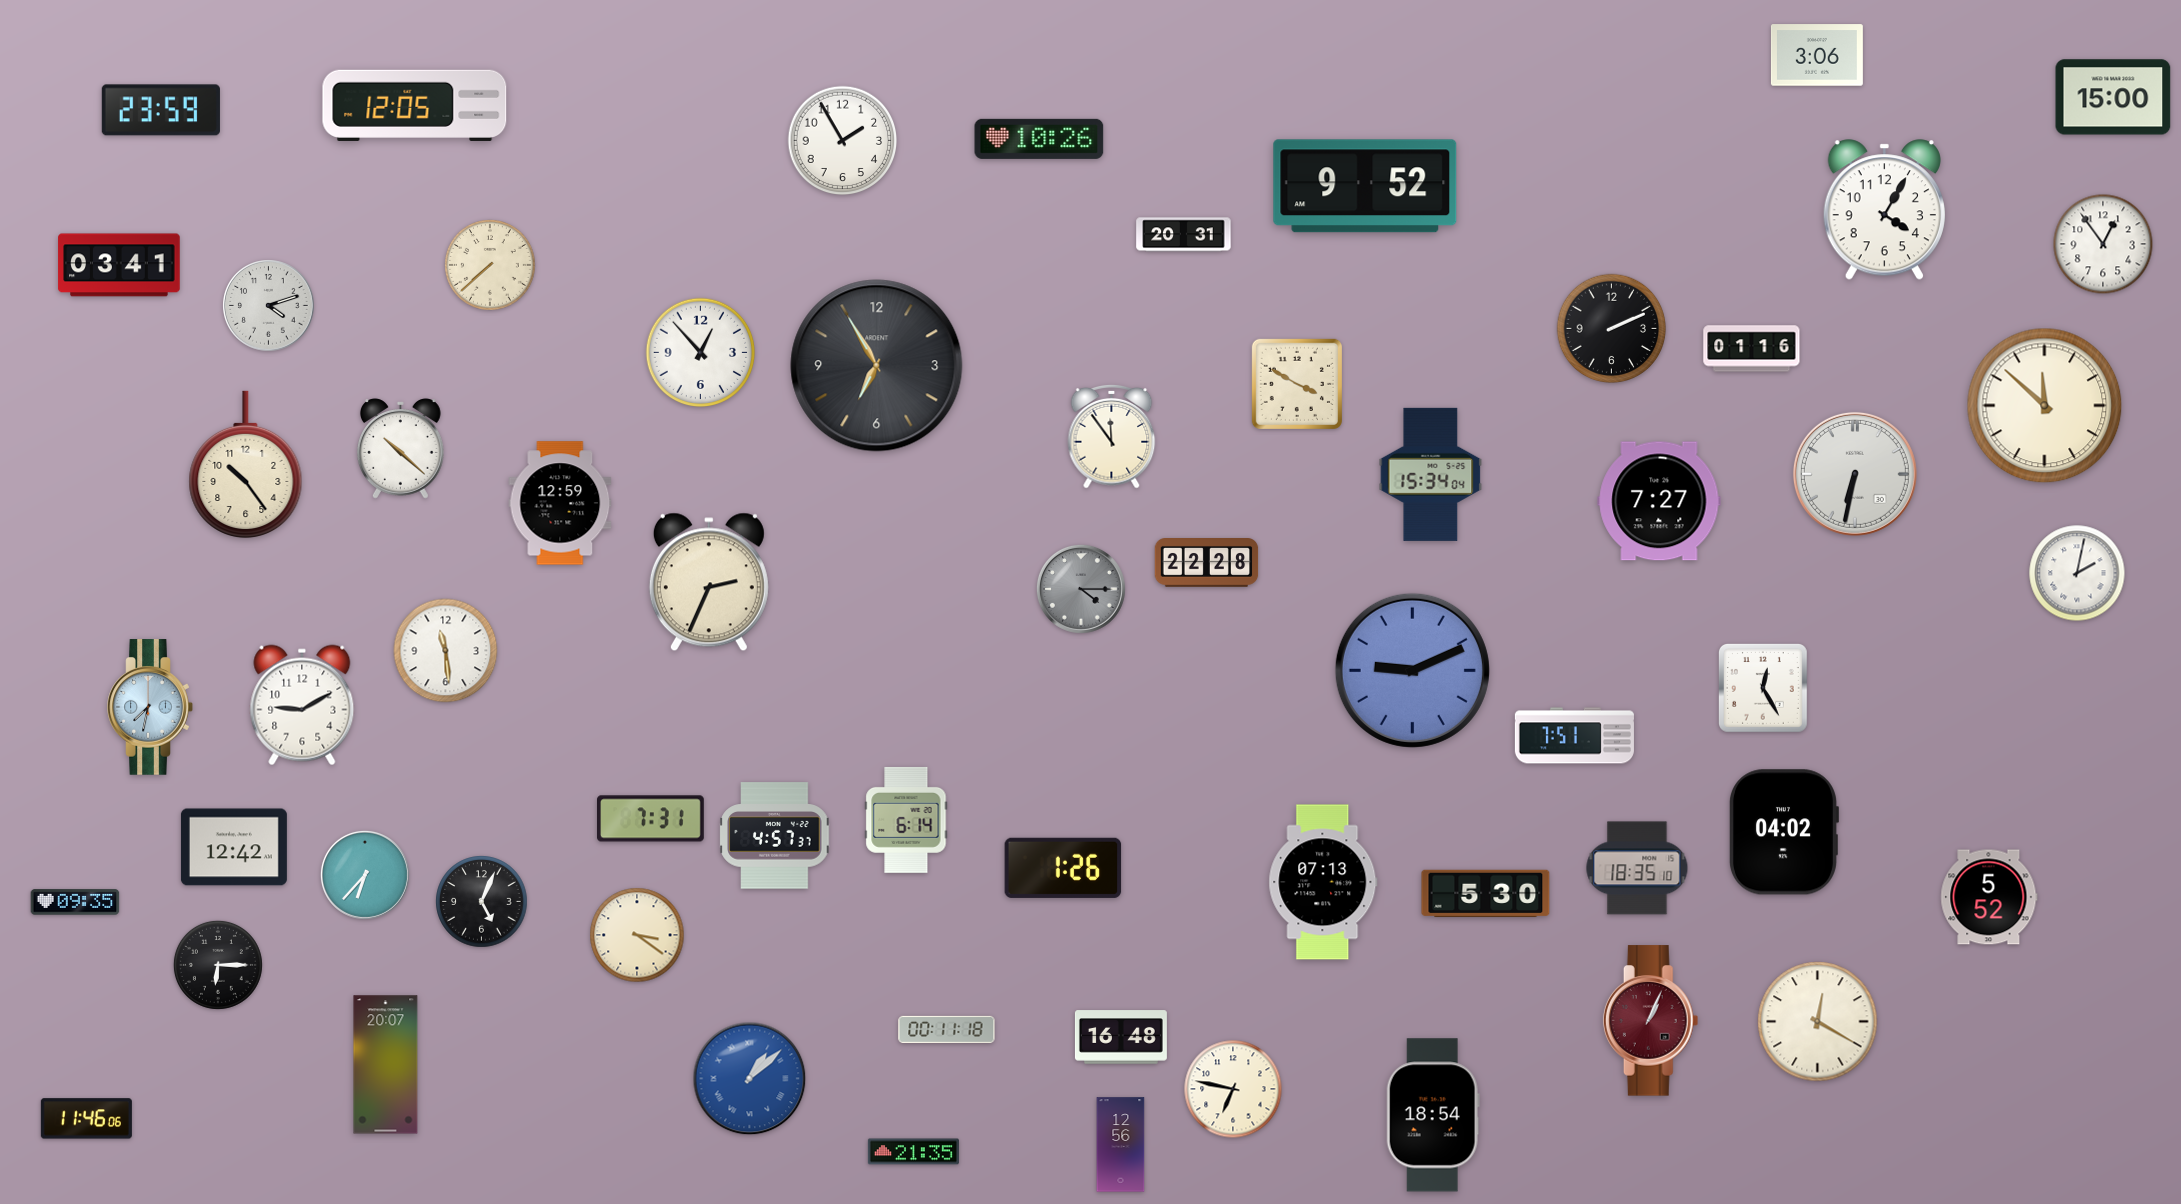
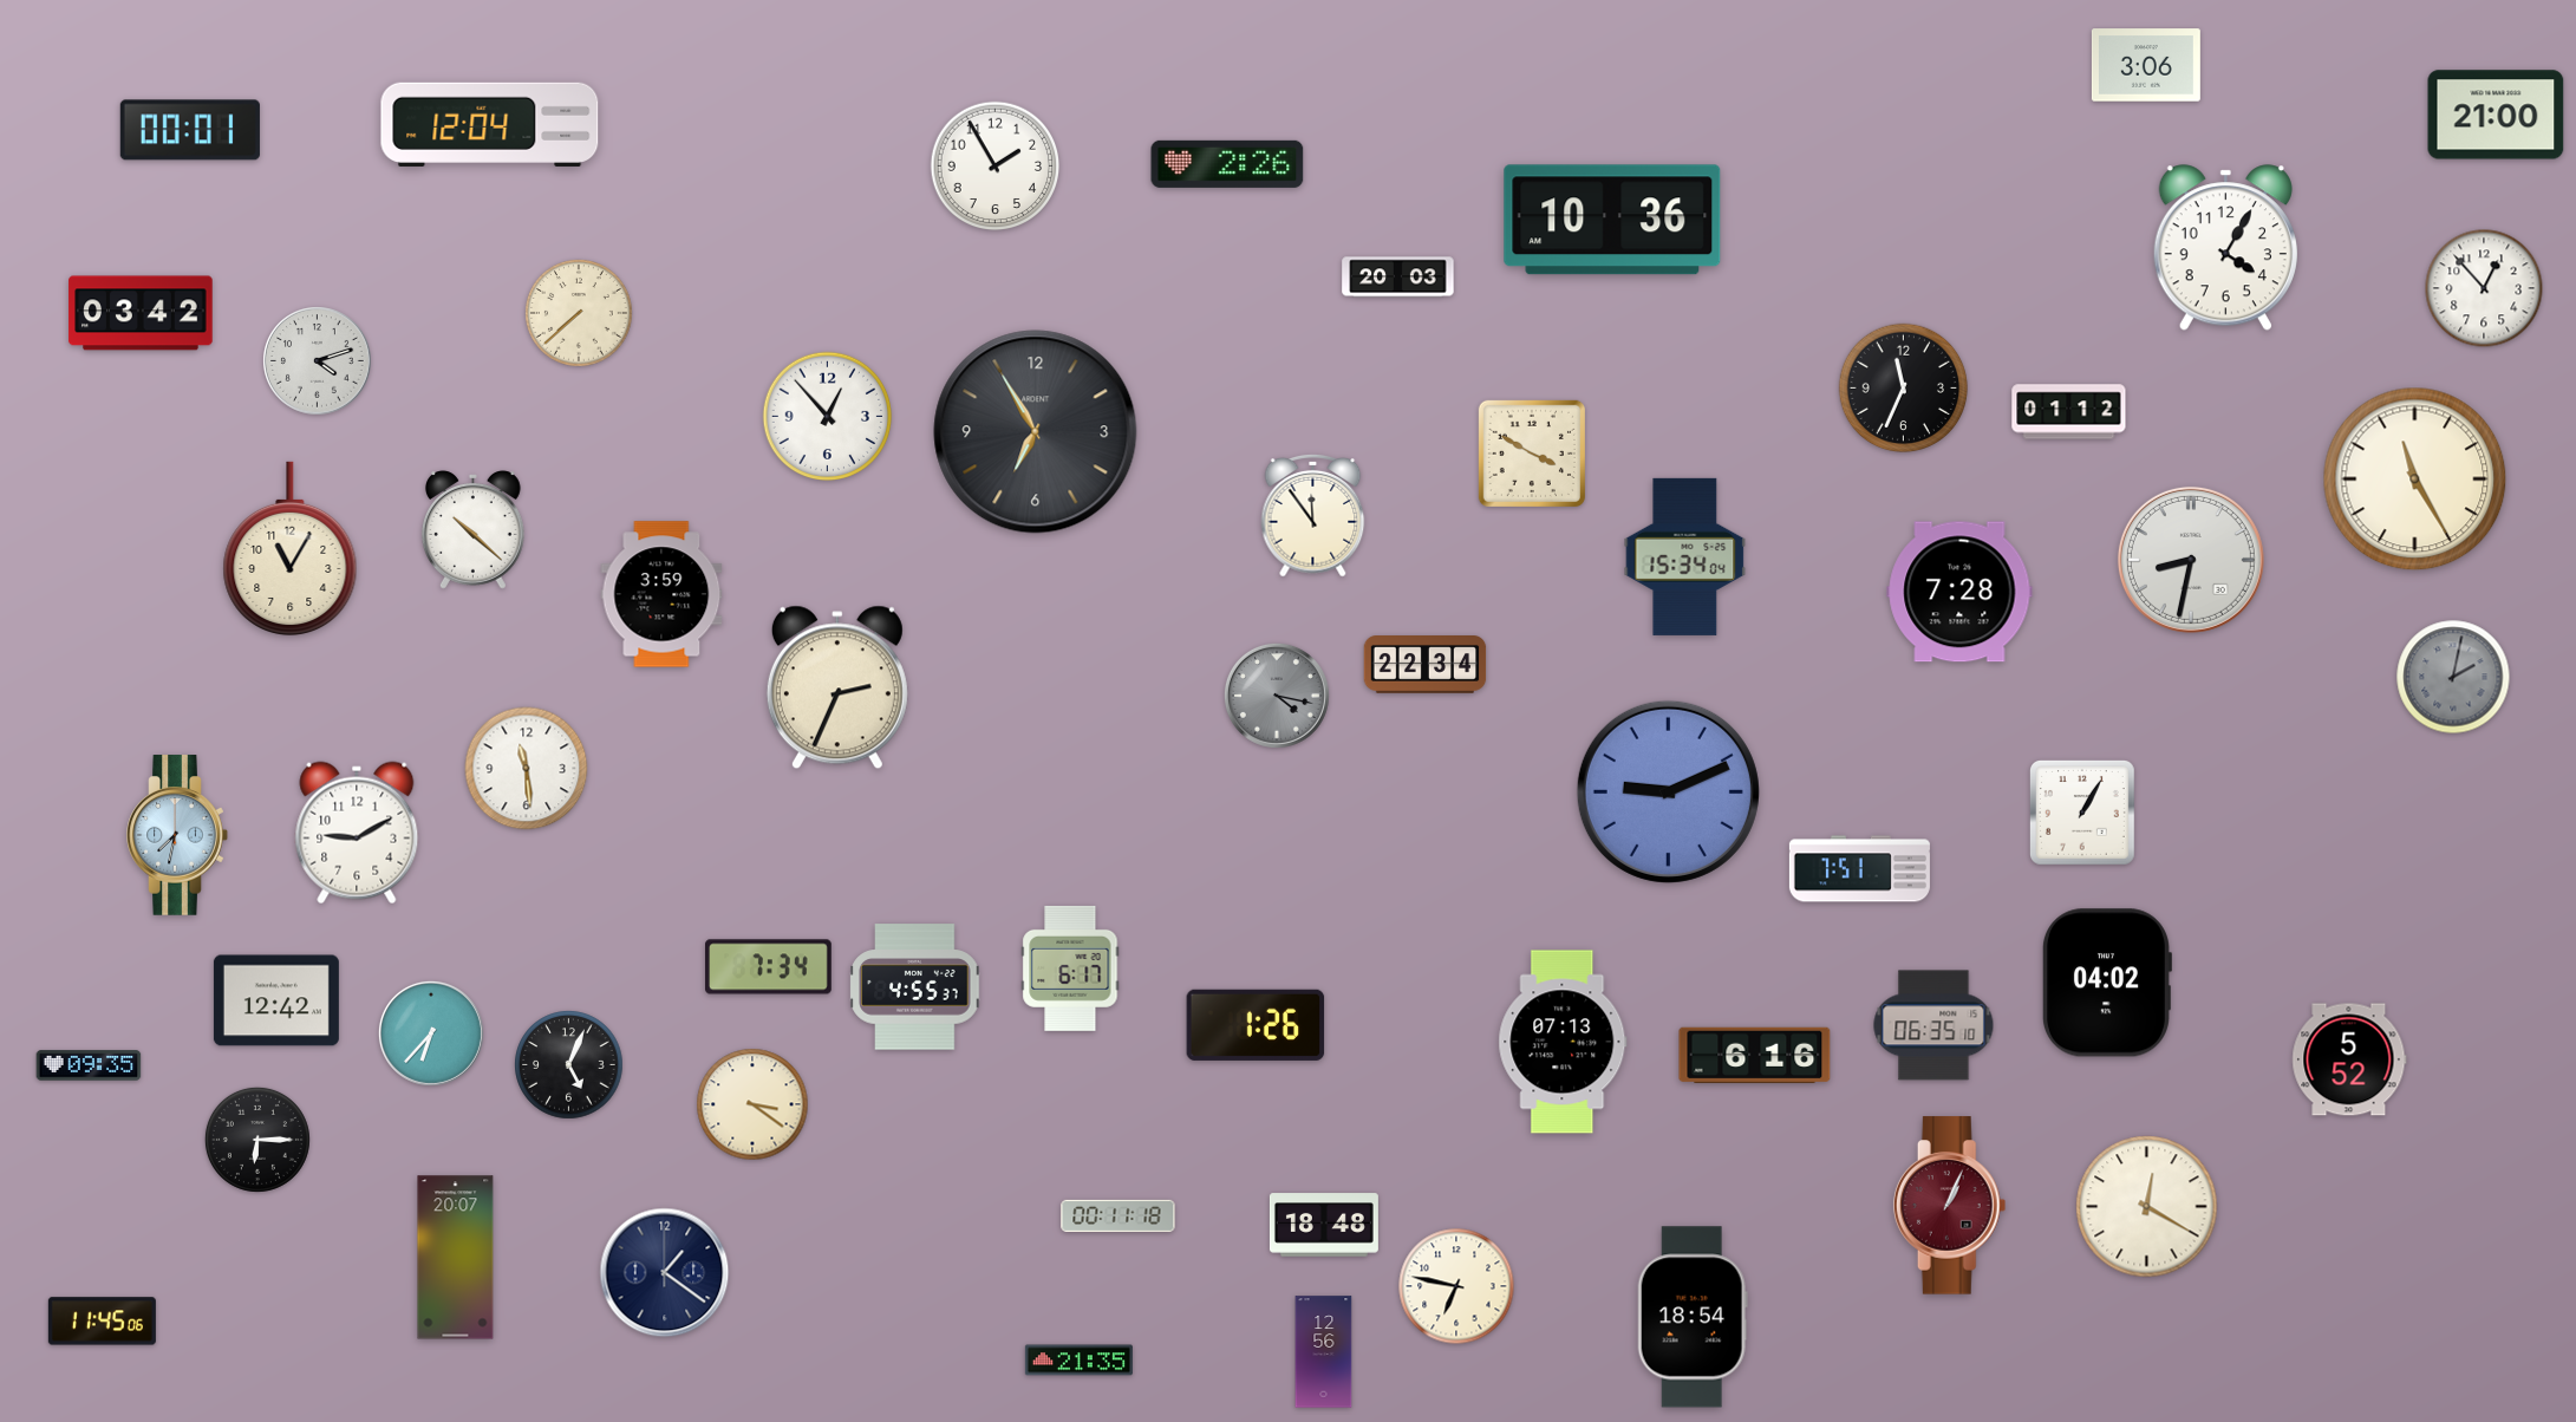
clock at (2113, 97): 15:00 -> 21:00
clock at (415, 105): 12:05 -> 12:04
clock at (161, 110): 23:59 -> 00:01
clock at (1039, 139): 10:26 -> 2:26
clock at (1365, 186): 9:52 -> 10:36
clock at (1184, 235): 20:31 -> 20:03
clock at (2103, 244): 12:54 -> 12:53
clock at (119, 265): 03:41 -> 03:42
clock at (1612, 329): 2:11 -> 11:34
clock at (1752, 349): 01:16 -> 01:12
clock at (2045, 406): 11:52 -> 11:25
clock at (246, 465): 10:24 -> 11:05
clock at (1431, 474) position: (1431, 474) -> (1685, 556)
clock at (1855, 474): 6:32 -> 8:32
clock at (1659, 501): 7:27 -> 7:28
clock at (560, 503): 12:59 -> 3:59
clock at (1207, 563): 22:28 -> 22:34
clock at (2077, 573) dial: white -> grey
clock at (1081, 589): 4:15 -> 4:17
clock at (1763, 688): 12:25 -> 1:05
clock at (651, 819): 7:31 -> 7:34
clock at (906, 820): 6:14 -> 6:17
clock at (775, 836): 4:57 -> 4:55
clock at (1637, 868): 18:35 -> 06:35
clock at (1486, 894): 5:30 -> 6:16
clock at (1121, 1037): 16:48 -> 18:48
clock at (665, 1273): none -> 1:21
clock at (750, 1079): 1:08 -> none
clock at (86, 1119): 11:46 -> 11:45
